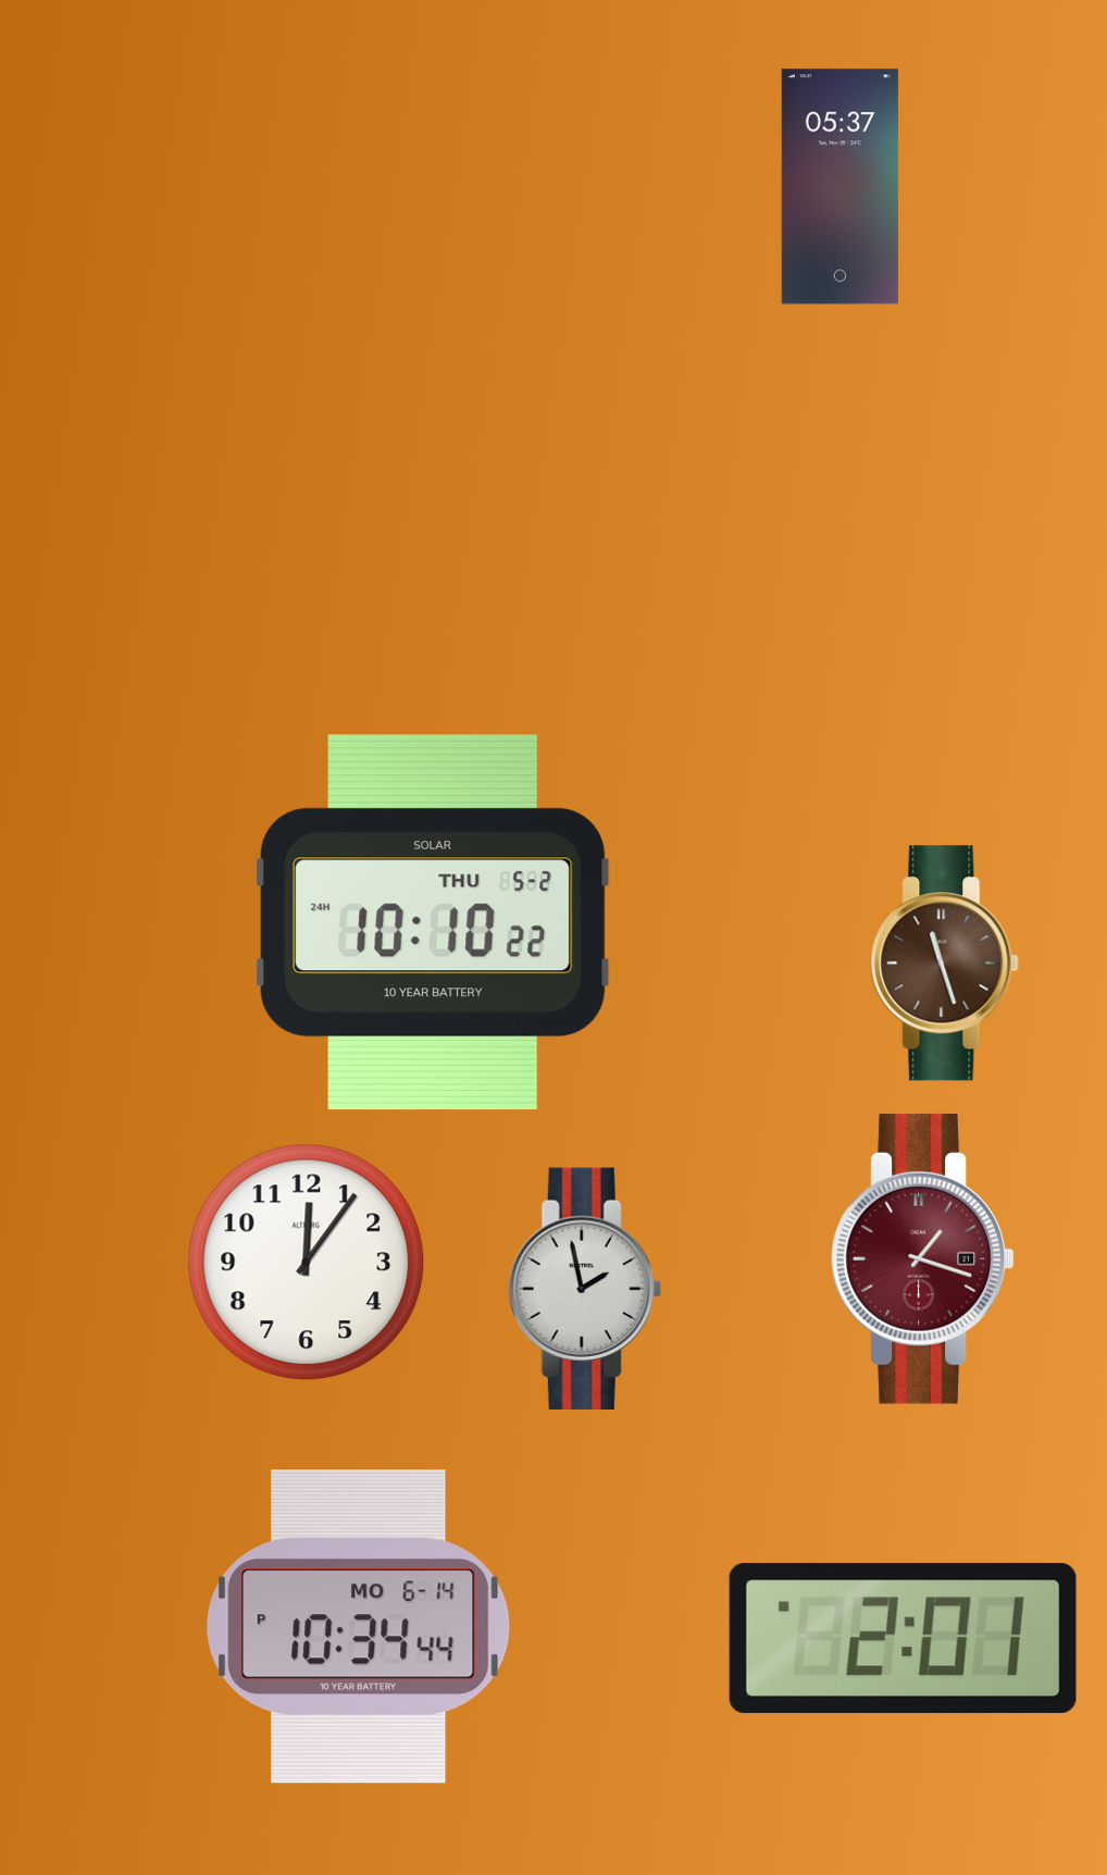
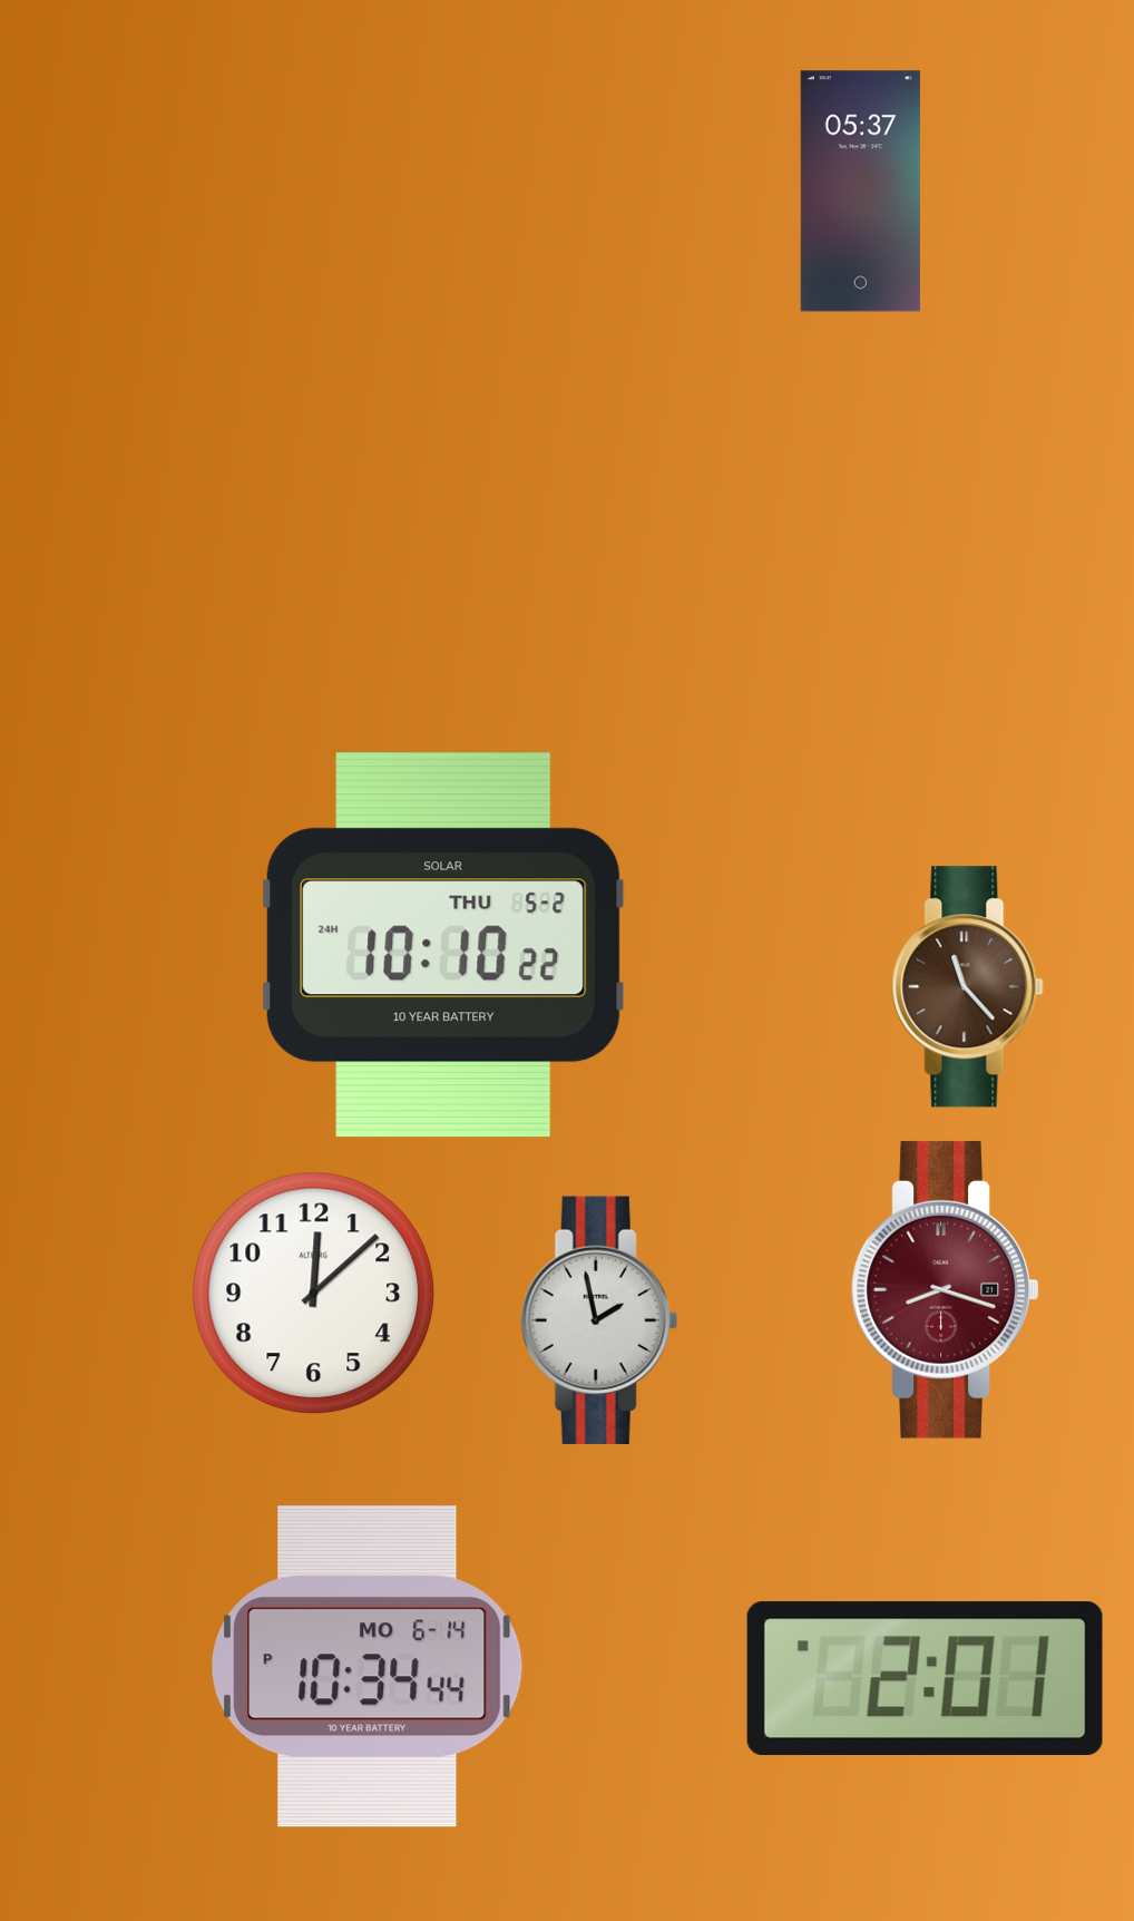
clock at (945, 964): 11:27 -> 11:23
clock at (923, 1258): 1:18 -> 8:18
clock at (307, 1263): 12:06 -> 12:08
